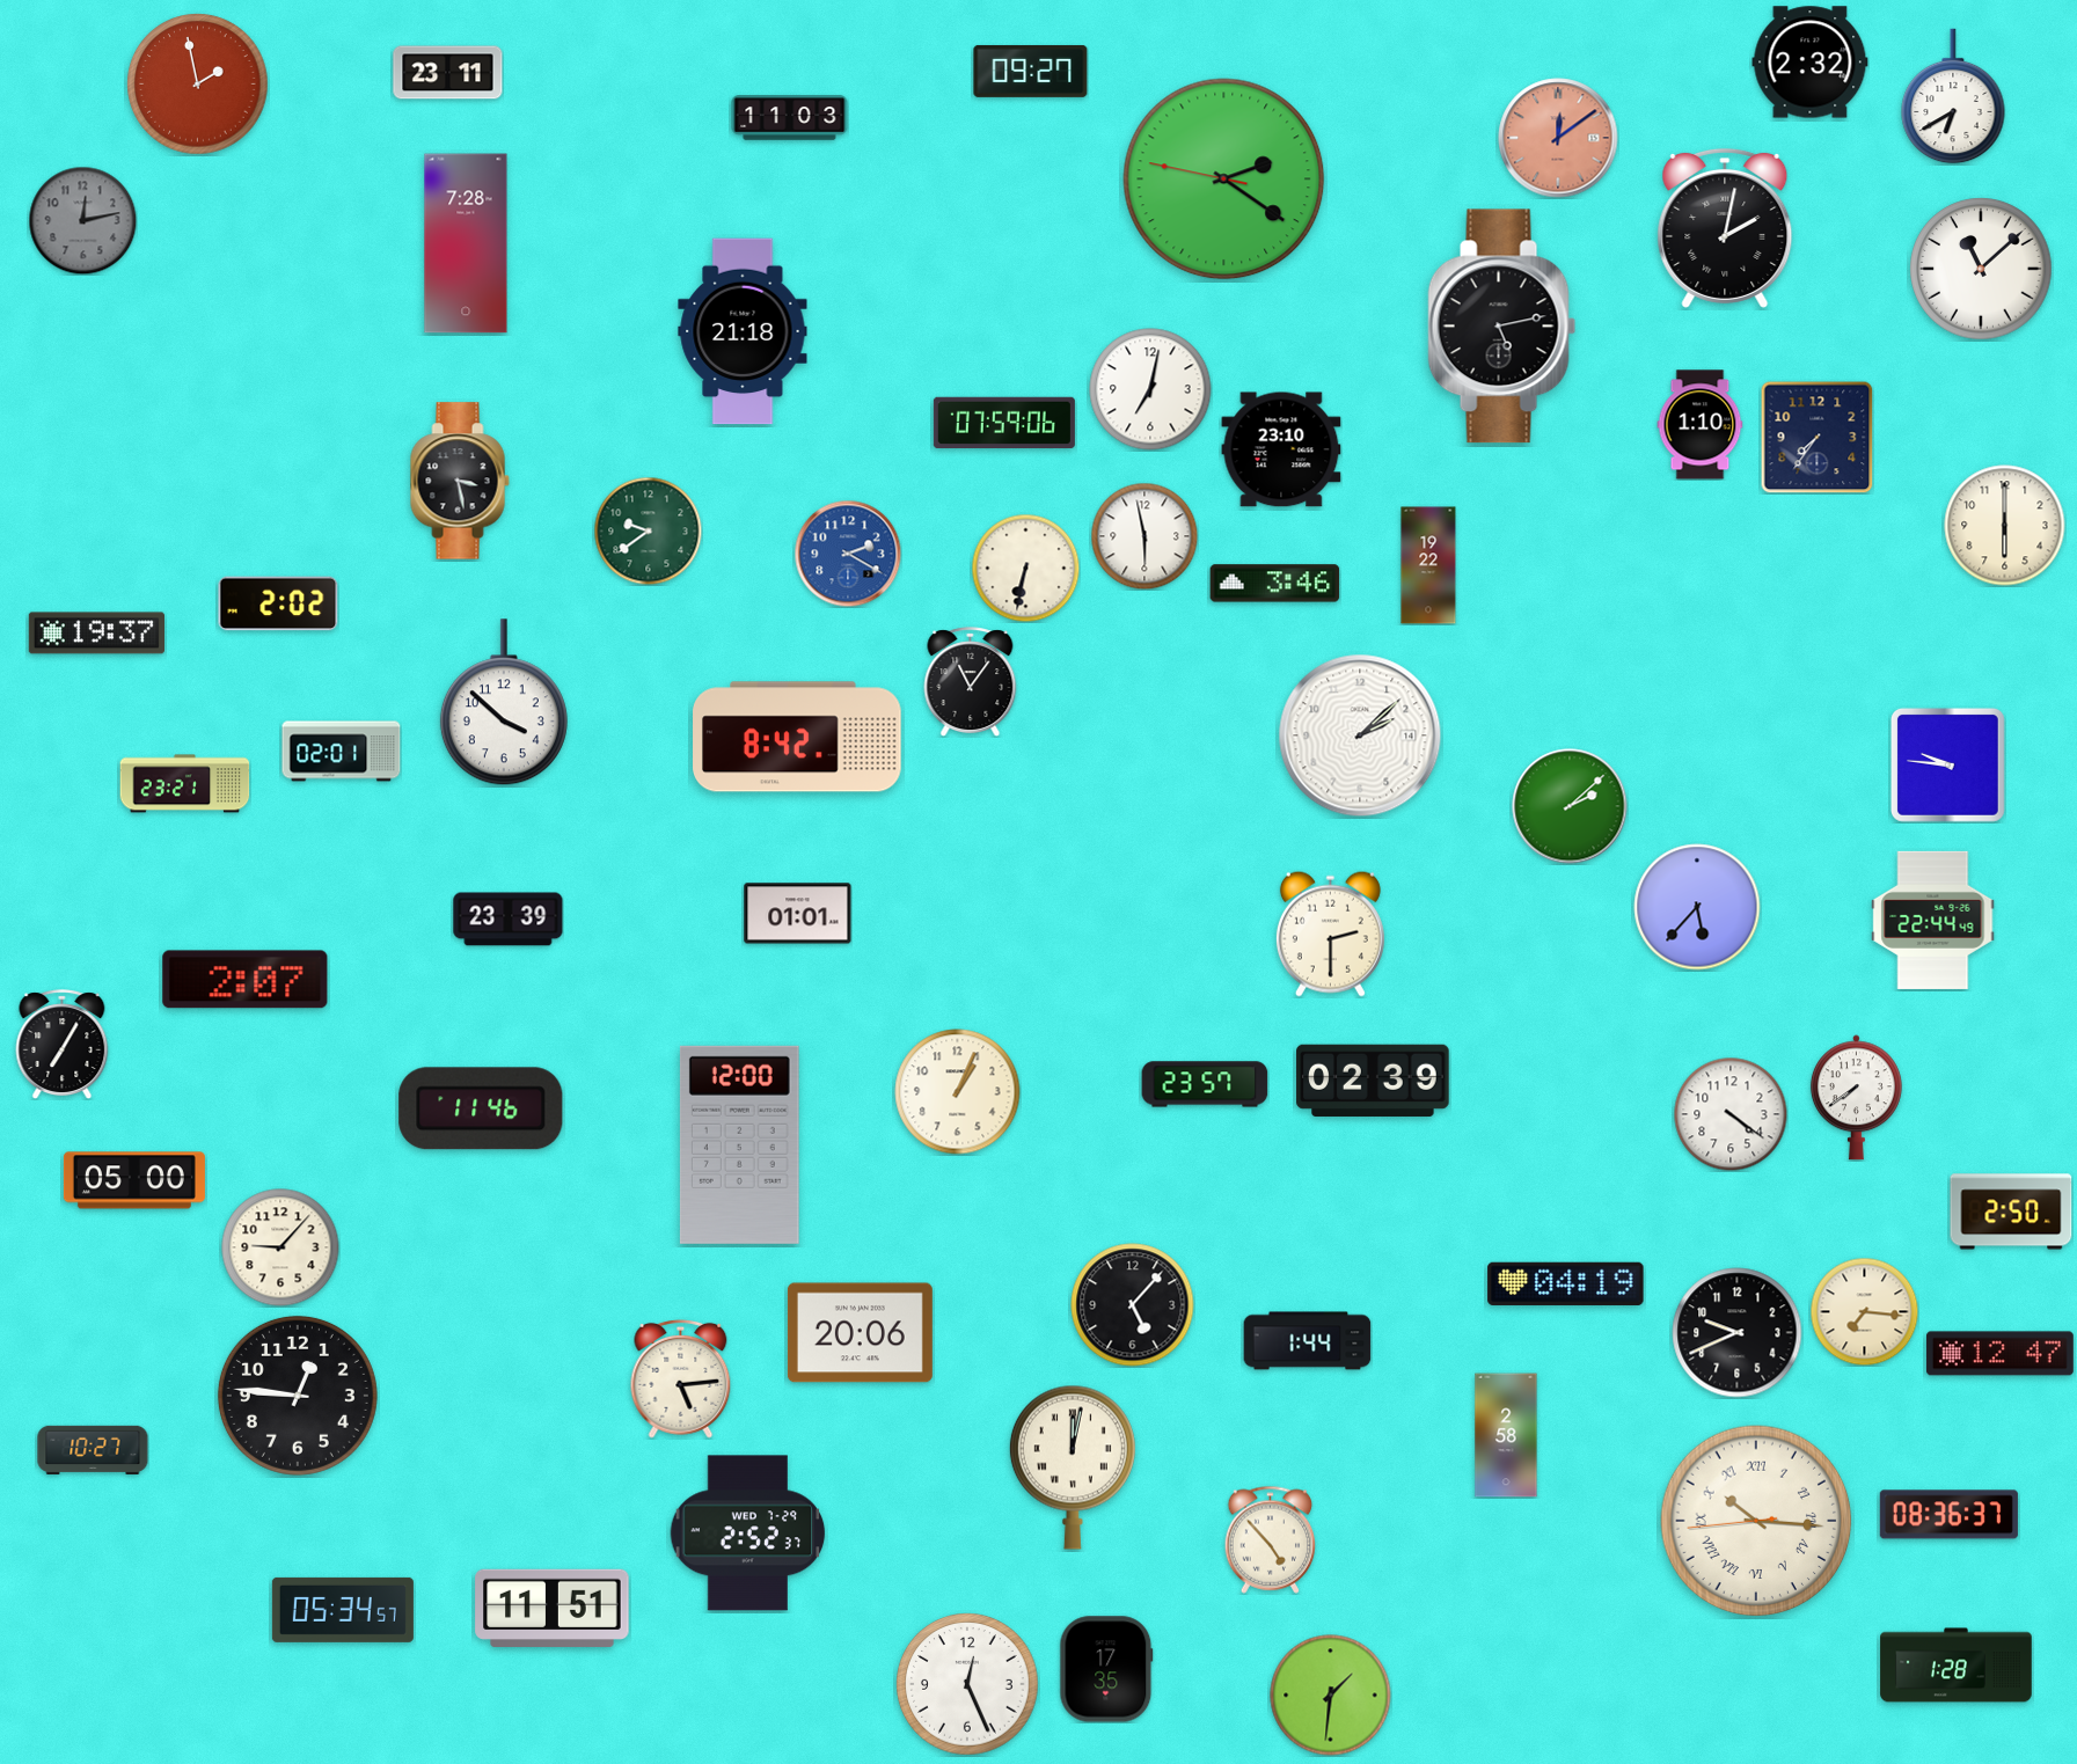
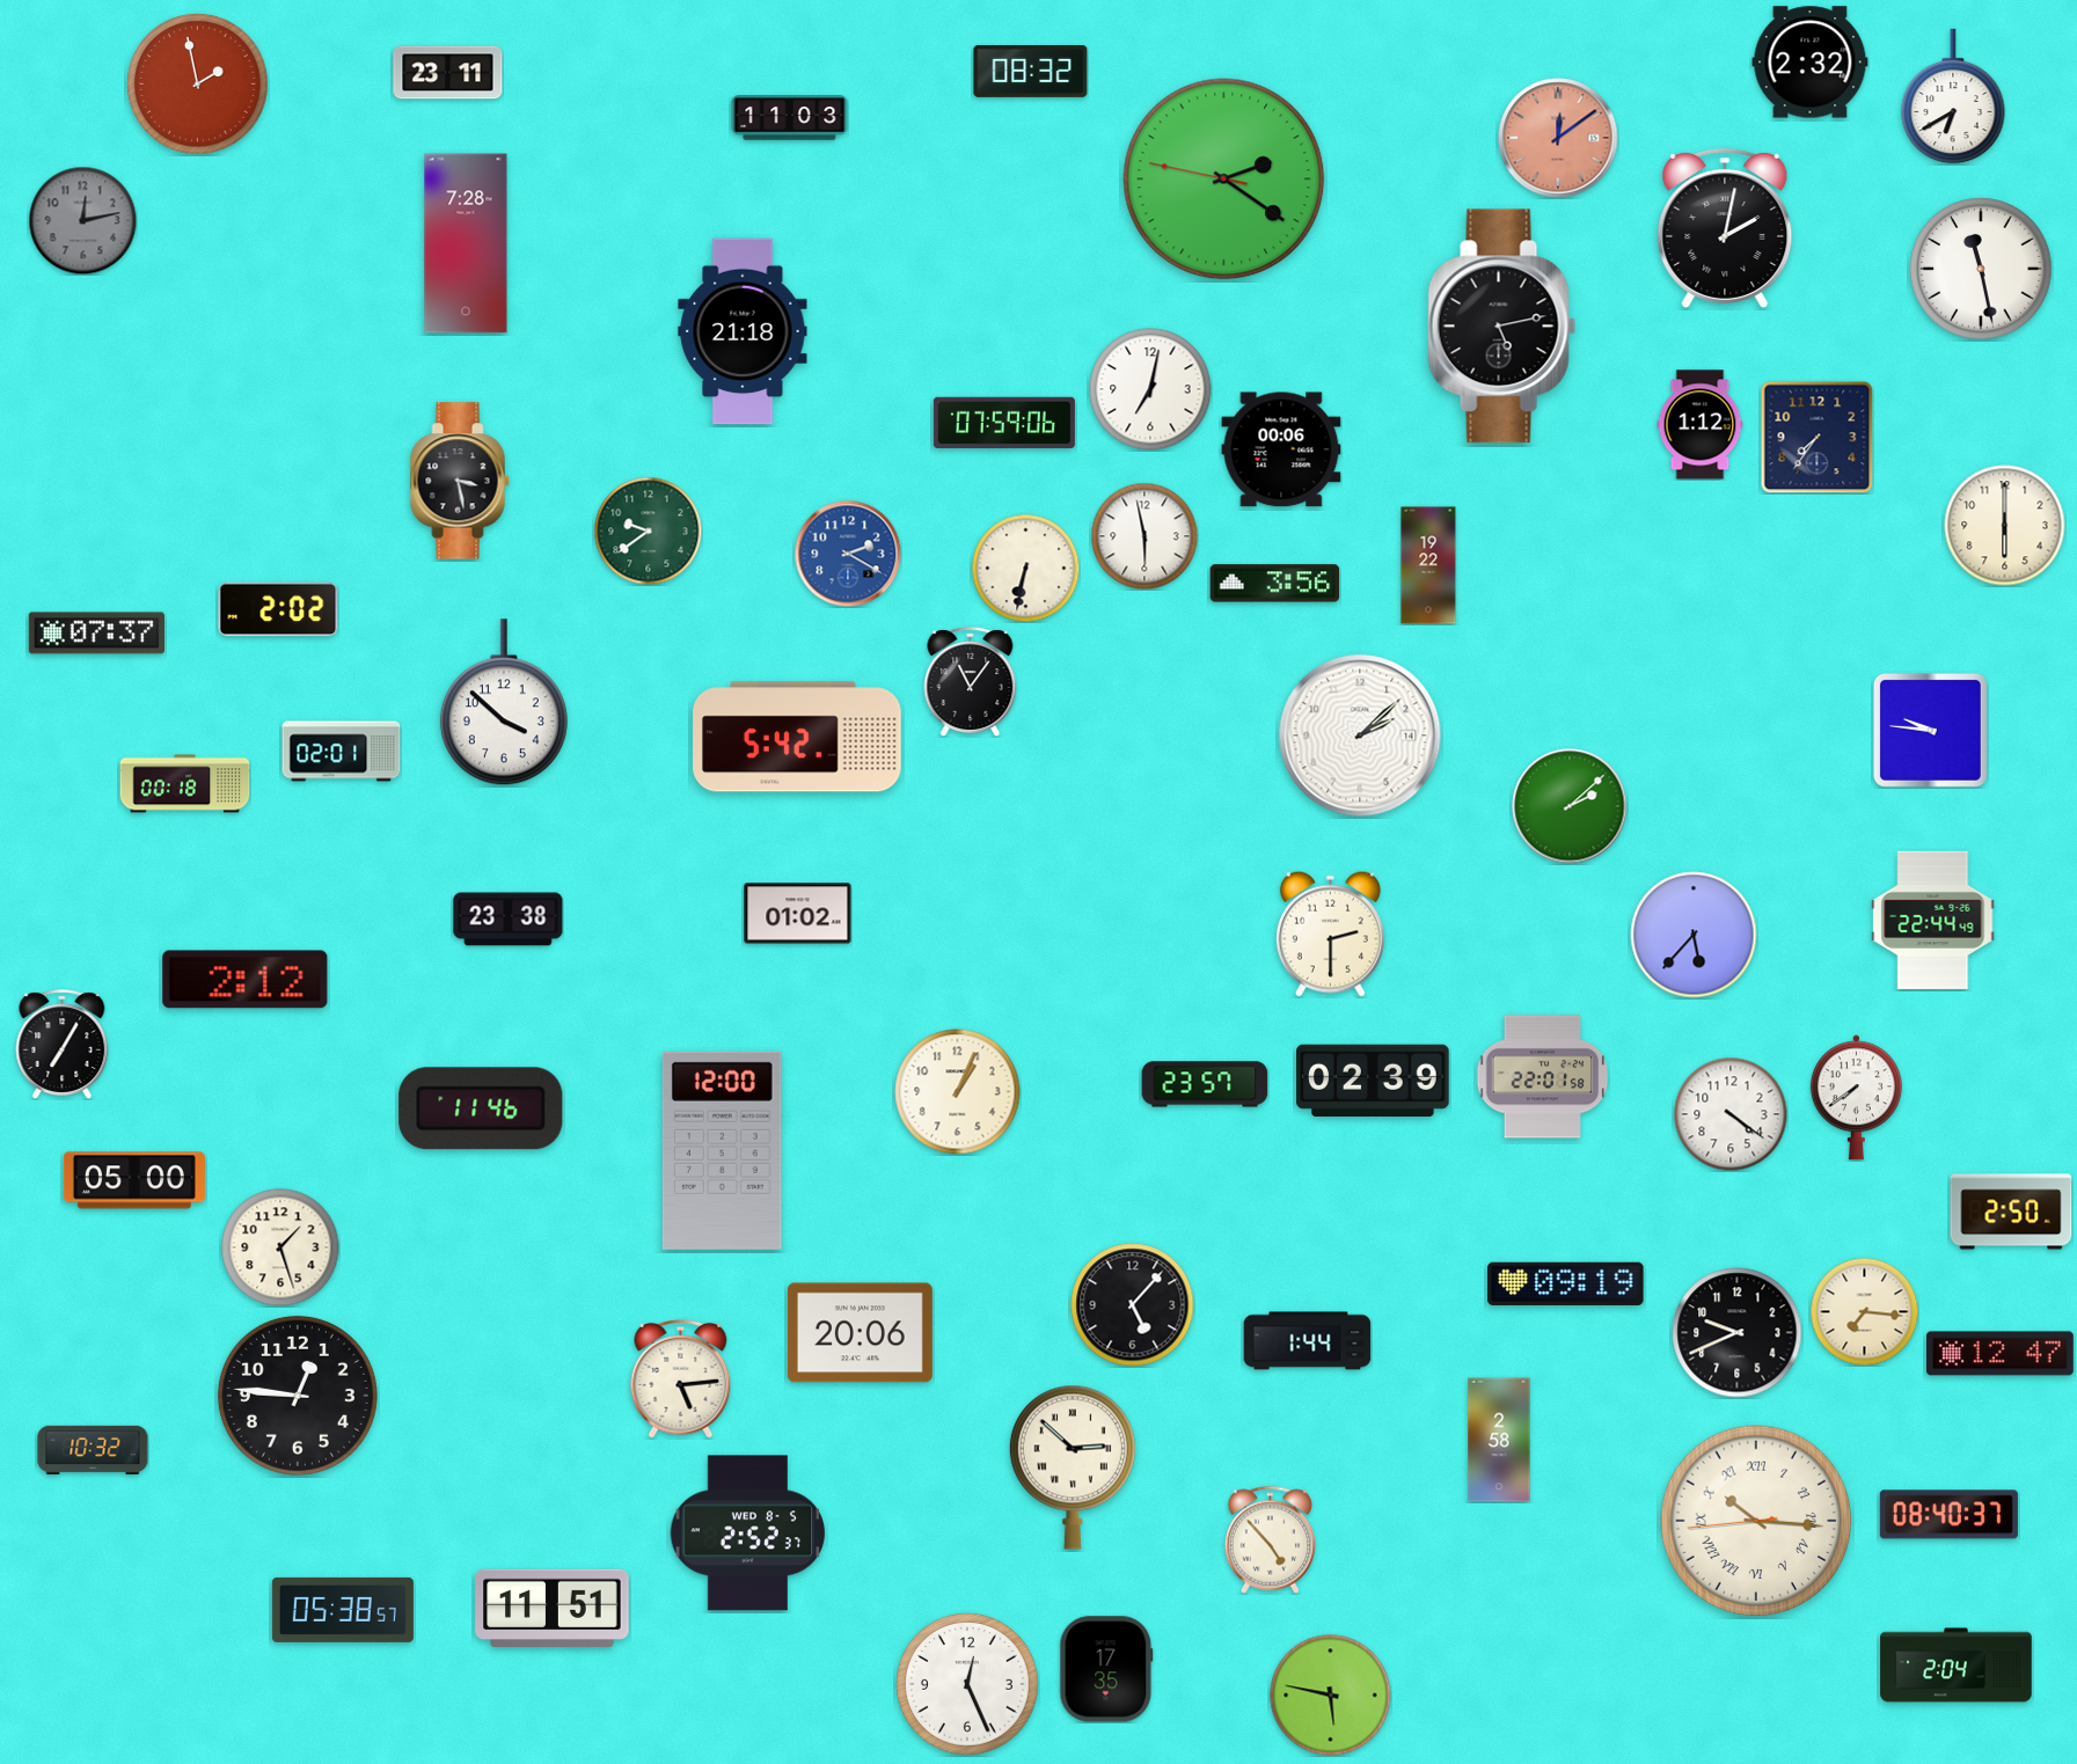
clock at (1031, 71): 09:27 -> 08:32
clock at (1981, 269): 11:08 -> 11:28
clock at (1701, 425): 1:10 -> 1:12
clock at (1281, 449): 23:10 -> 00:06
clock at (1275, 584): 3:46 -> 3:56
clock at (278, 603) position: (278, 603) -> (278, 609)
clock at (96, 634): 19:37 -> 07:37
clock at (797, 737): 8:42 -> 5:42
clock at (1947, 764) position: (1947, 764) -> (1930, 730)
clock at (185, 784): 23:21 -> 00:18
clock at (1697, 907) position: (1697, 907) -> (1694, 935)
clock at (798, 914): 01:01 -> 01:02
clock at (509, 920): 23:39 -> 23:38
clock at (246, 980): 2:07 -> 2:12
clock at (1542, 1077): none -> 22:01
clock at (739, 1144) position: (739, 1144) -> (722, 1150)
clock at (280, 1247): 9:07 -> 1:27
clock at (1566, 1283): 04:19 -> 09:19
clock at (1506, 1435) position: (1506, 1435) -> (1499, 1440)
clock at (93, 1450): 10:27 -> 10:32
clock at (1073, 1467): 12:02 -> 2:52
clock at (1948, 1515): 08:36 -> 08:40
clock at (748, 1534) date: WED 7-29 -> WED 8-5
clock at (343, 1610): 05:34 -> 05:38
clock at (1957, 1666): 1:28 -> 2:04
clock at (1331, 1696): 1:31 -> 5:47
